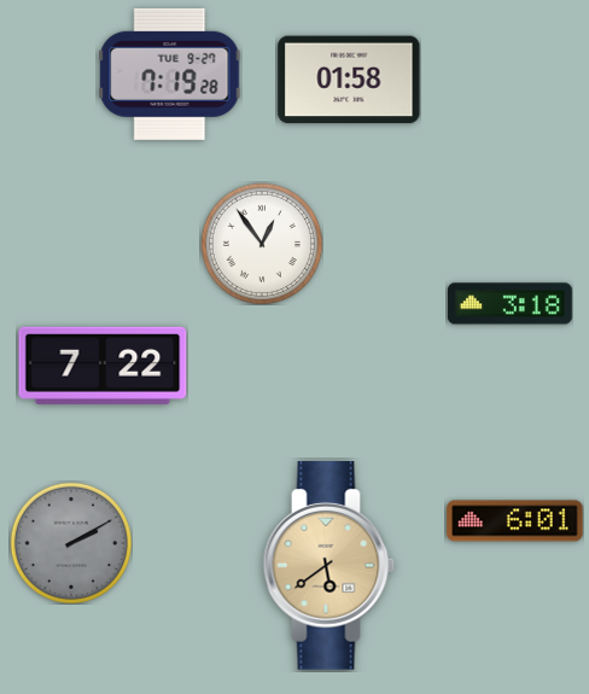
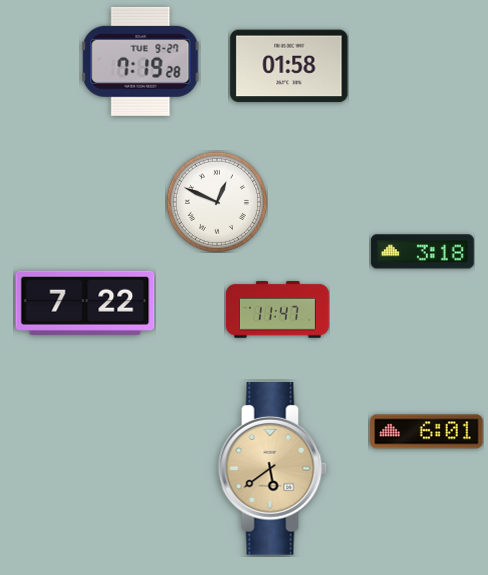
clock at (262, 244): 12:54 -> 12:49
clock at (278, 310): none -> 11:47
clock at (71, 543): 2:10 -> none
